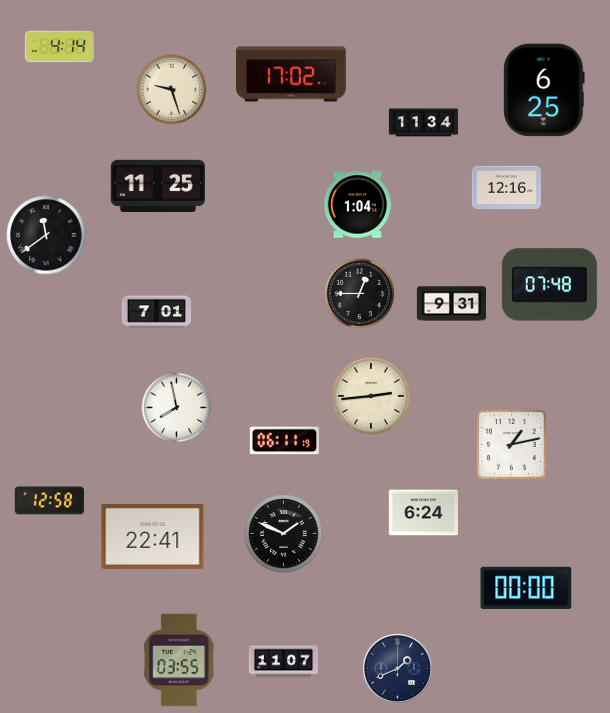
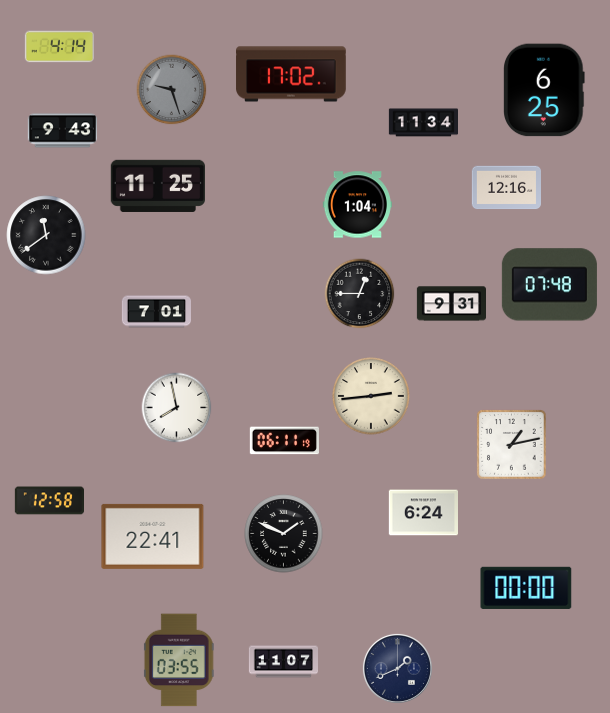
clock at (172, 90) dial: cream -> grey
clock at (62, 131): none -> 9:43
